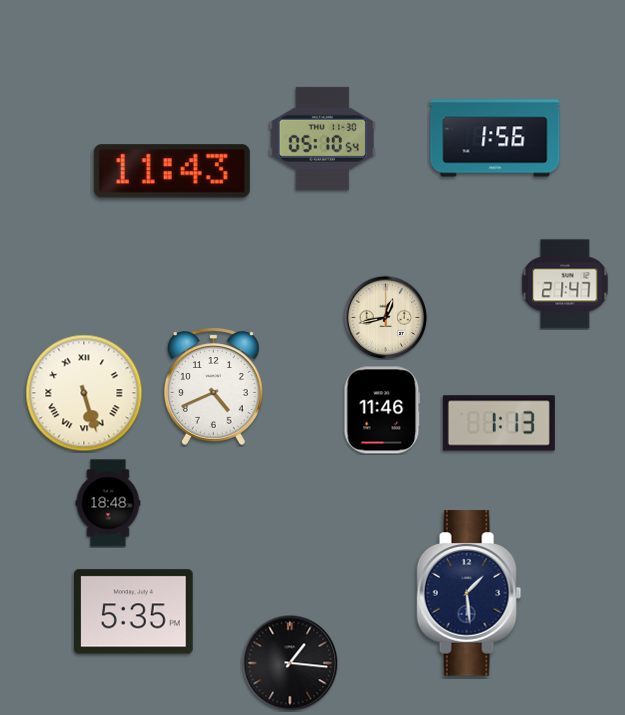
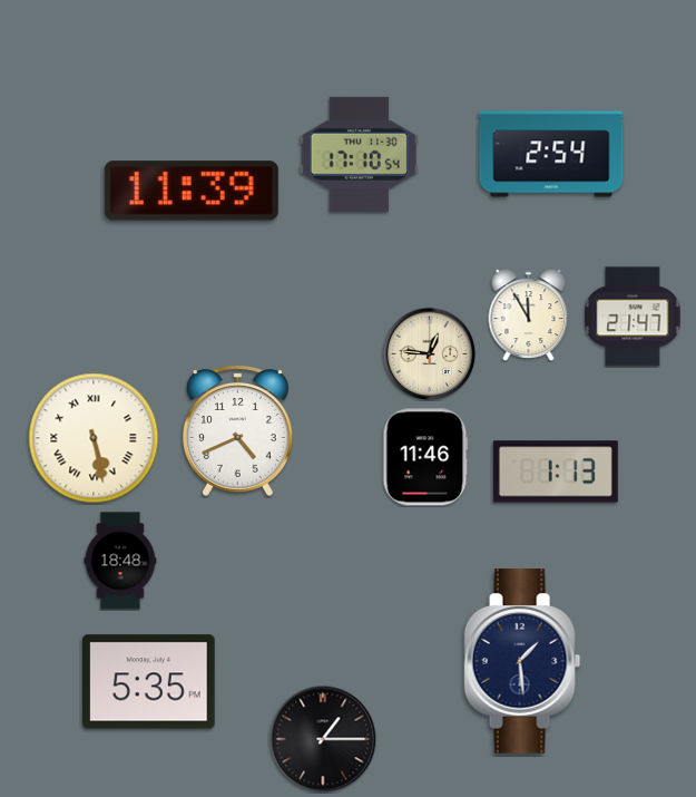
clock at (322, 138): 05:10 -> 17:10
clock at (495, 138): 1:56 -> 2:54
clock at (172, 171): 11:43 -> 11:39
clock at (529, 315): none -> 11:55
clock at (565, 284) position: (565, 284) -> (633, 317)
clock at (385, 317): 12:43 -> 12:46
clock at (84, 393): 5:27 -> 5:28
clock at (290, 663): 1:16 -> 1:15
